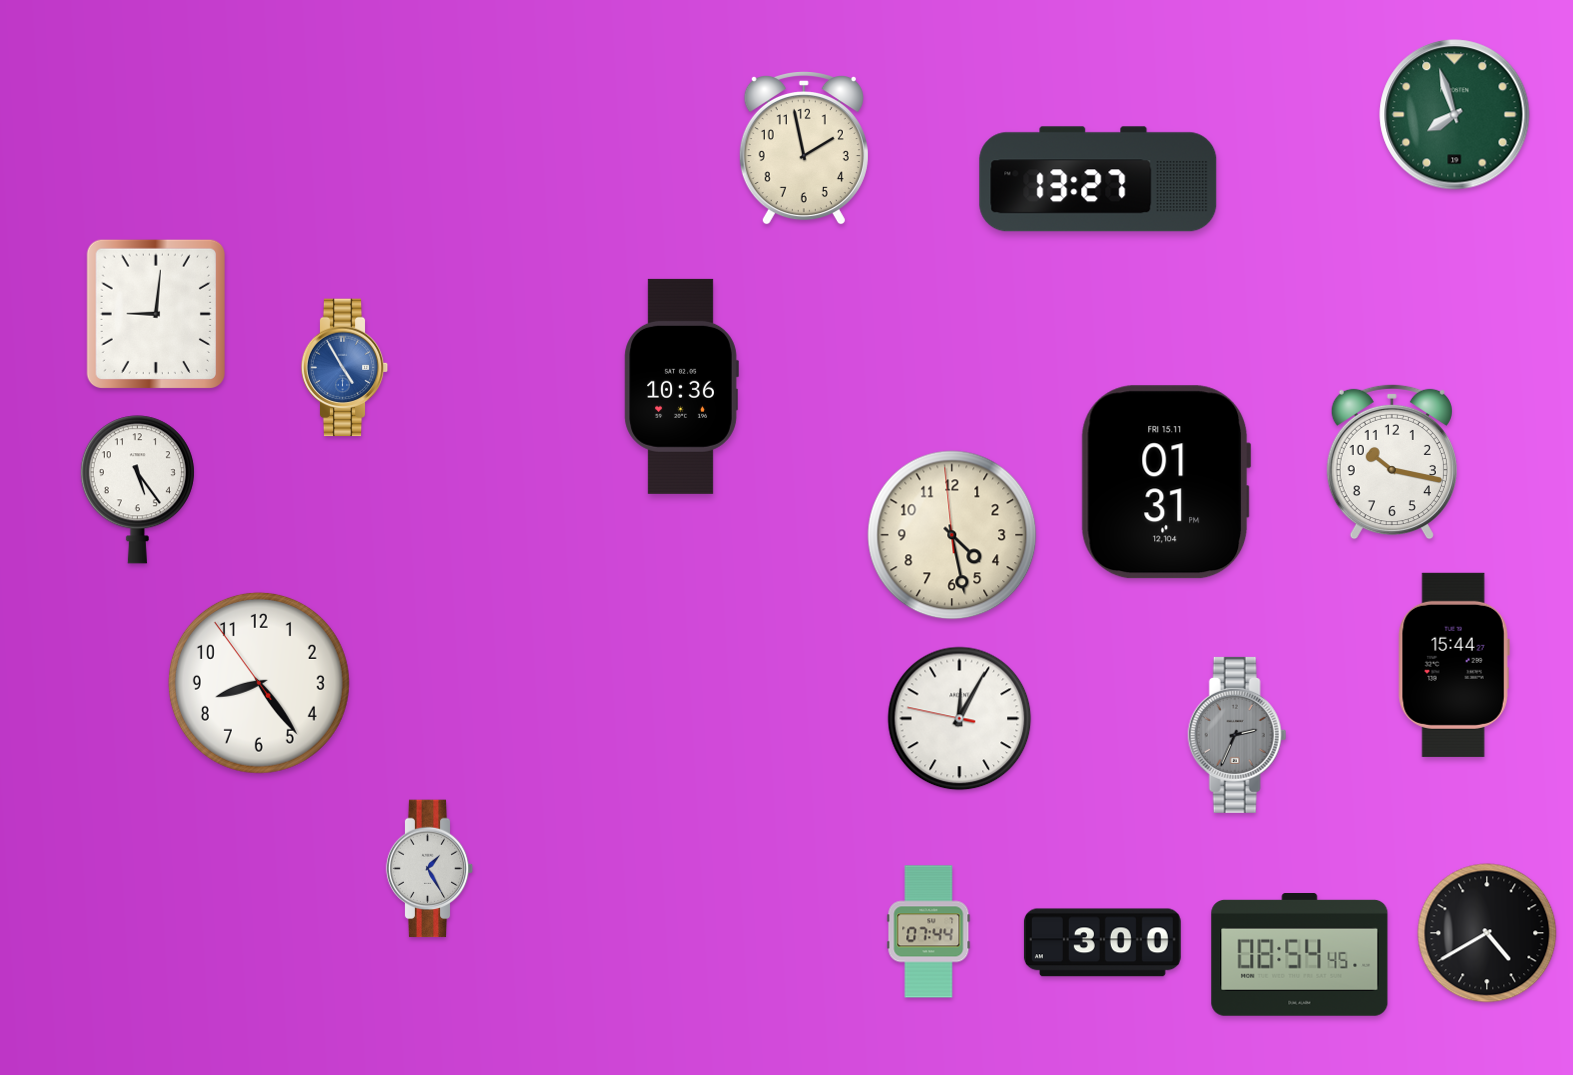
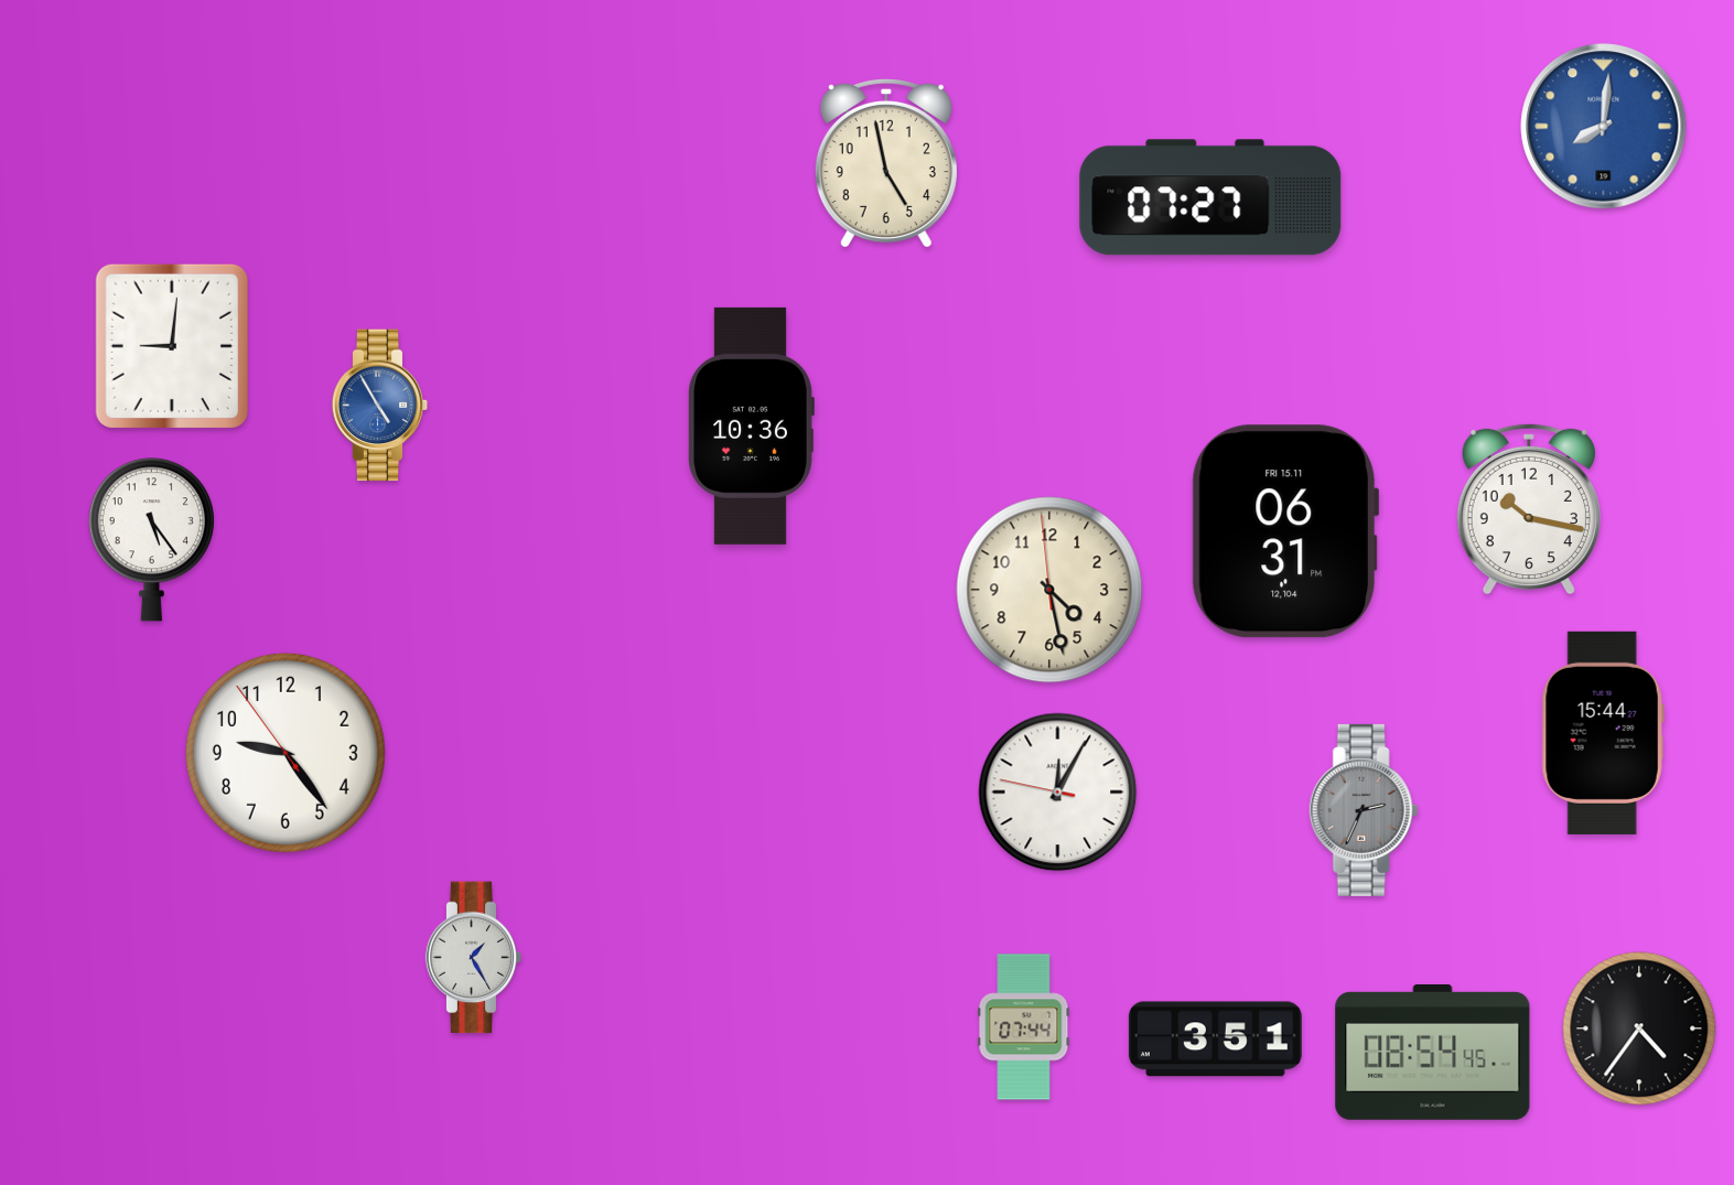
clock at (1455, 115): 7:57 -> 8:01
clock at (1455, 115) dial: green -> blue
clock at (804, 148): 1:58 -> 4:58
clock at (1098, 179): 13:27 -> 07:27
clock at (1392, 462) position: (1392, 462) -> (1529, 509)
clock at (1166, 482): 01:31 -> 06:31
clock at (259, 683): 8:23 -> 9:23
clock at (1487, 933): 4:40 -> 4:36
clock at (1102, 943): 3:00 -> 3:51
